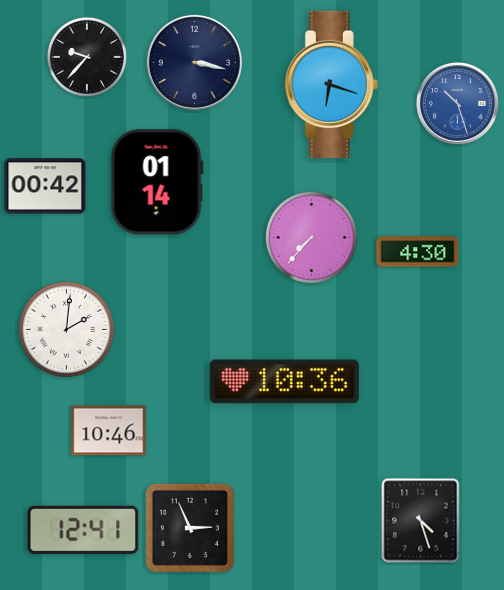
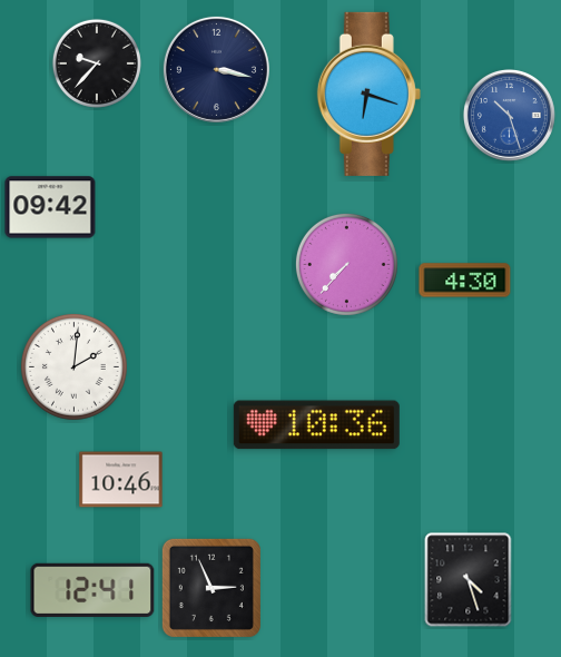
clock at (157, 182): 01:14 -> none
clock at (45, 186): 00:42 -> 09:42
